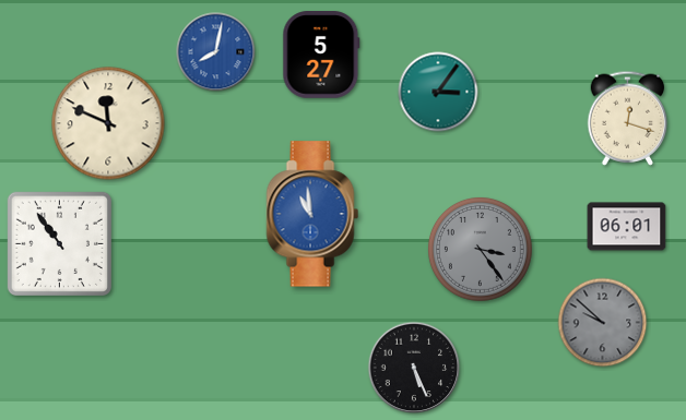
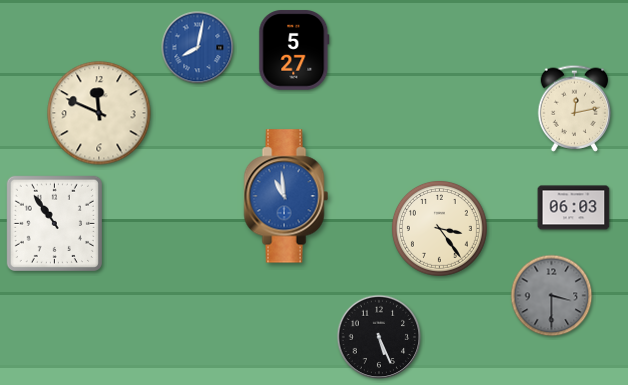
clock at (438, 92): 3:06 -> none
clock at (628, 118): 12:18 -> 12:13
clock at (627, 227): 06:01 -> 06:03
clock at (481, 250) dial: grey -> cream
clock at (603, 323): 9:52 -> 3:30
